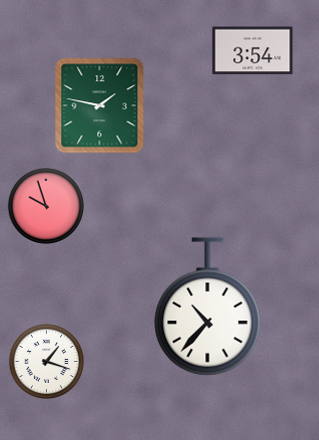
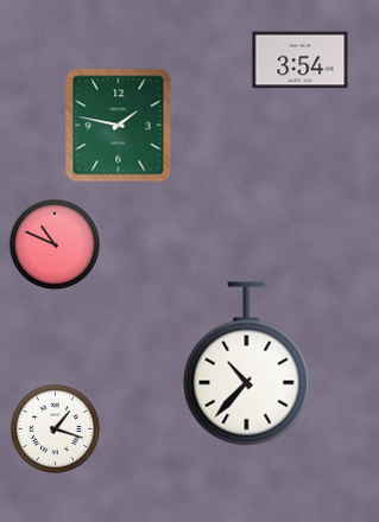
clock at (46, 206): 9:57 -> 10:49
